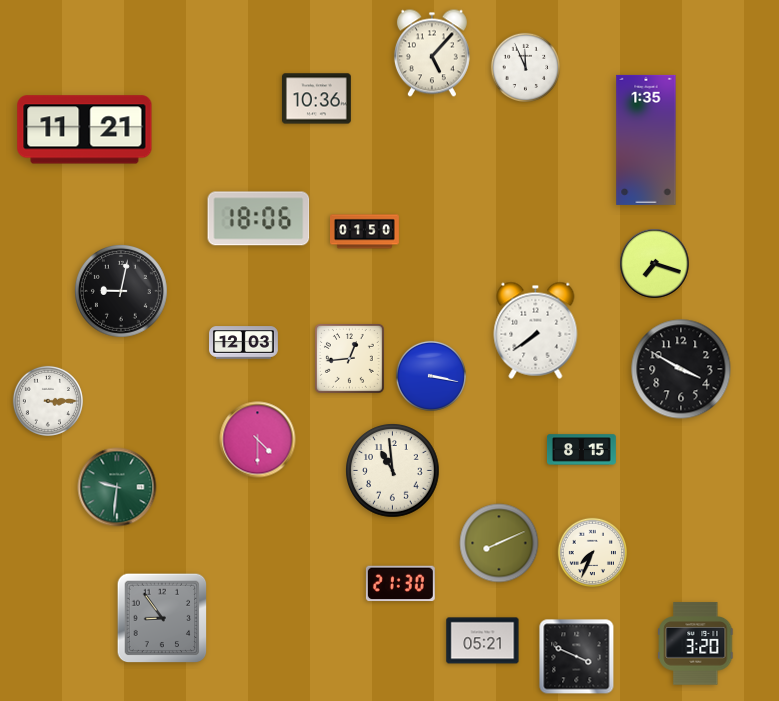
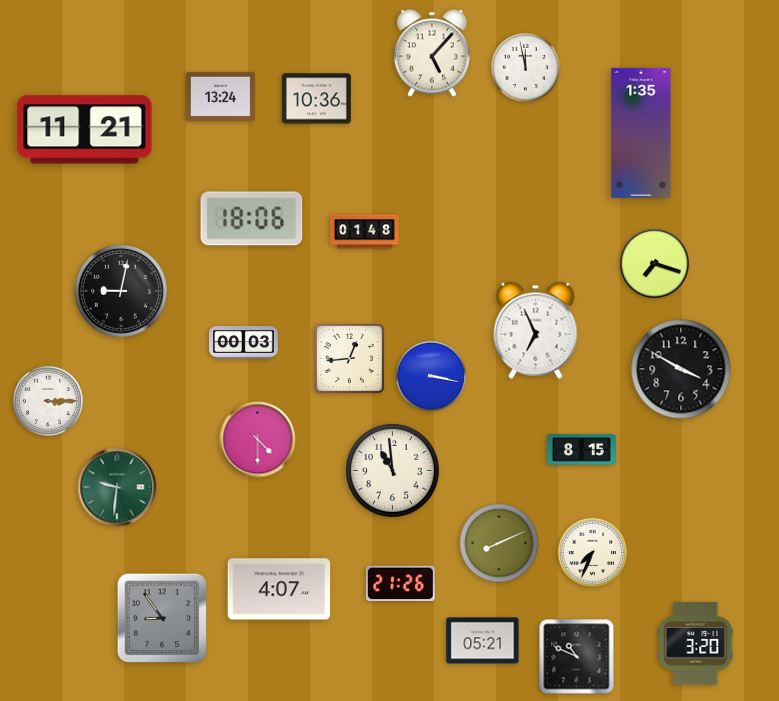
clock at (525, 67): 11:56 -> 11:58
clock at (221, 96): none -> 13:24
clock at (646, 140) position: (646, 140) -> (641, 133)
clock at (259, 219) position: (259, 219) -> (252, 219)
clock at (365, 232): 01:50 -> 01:48
clock at (536, 330): 7:39 -> 6:56
clock at (244, 343): 12:03 -> 00:03
clock at (400, 584): 21:30 -> 21:26
clock at (279, 589): none -> 4:07
clock at (577, 657): 3:49 -> 10:49
